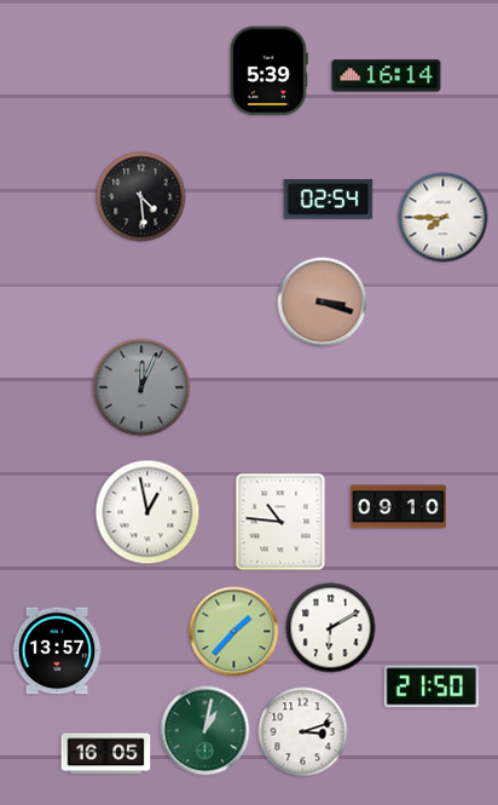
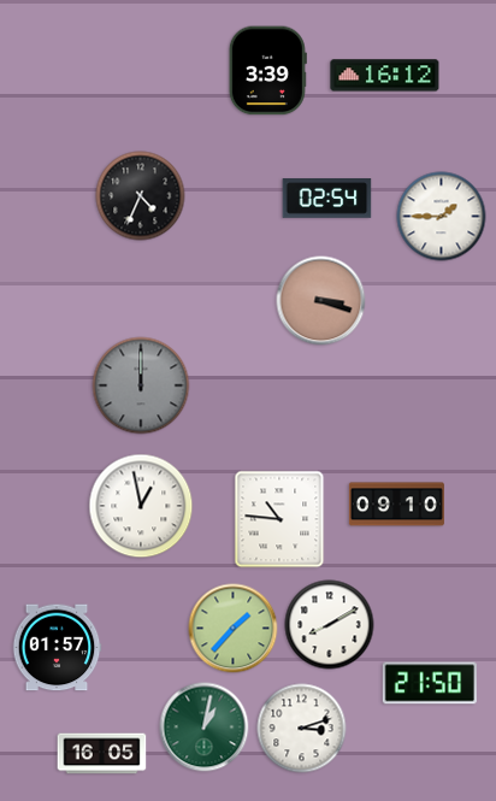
clock at (268, 71): 5:39 -> 3:39
clock at (387, 76): 16:14 -> 16:12
clock at (141, 197): 4:29 -> 4:34
clock at (444, 218): 7:45 -> 1:45
clock at (141, 387): 12:04 -> 12:00
clock at (147, 512) position: (147, 512) -> (141, 506)
clock at (331, 628): 6:10 -> 8:10
clock at (57, 651): 13:57 -> 01:57
clock at (106, 754) position: (106, 754) -> (102, 754)
